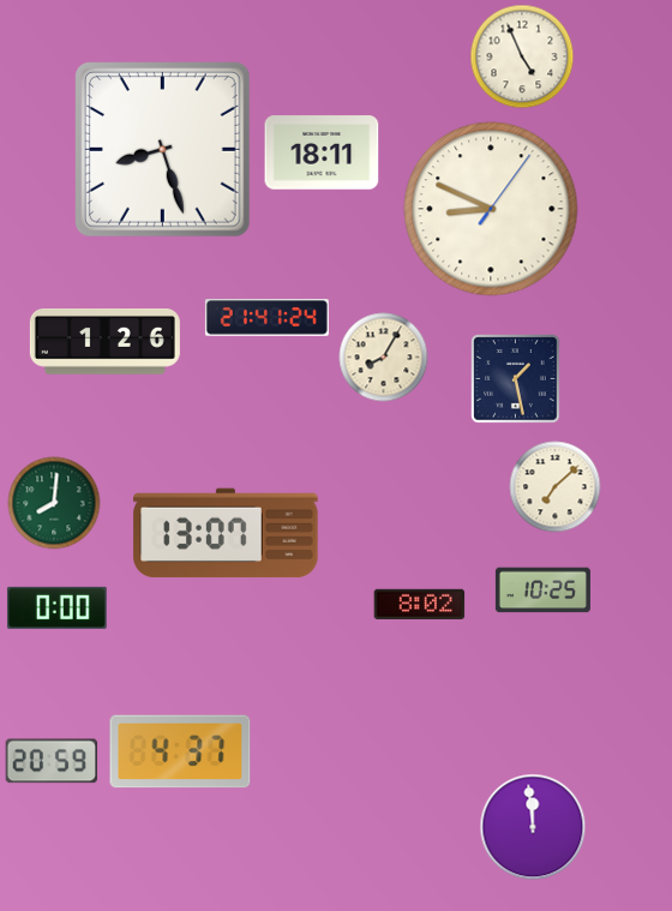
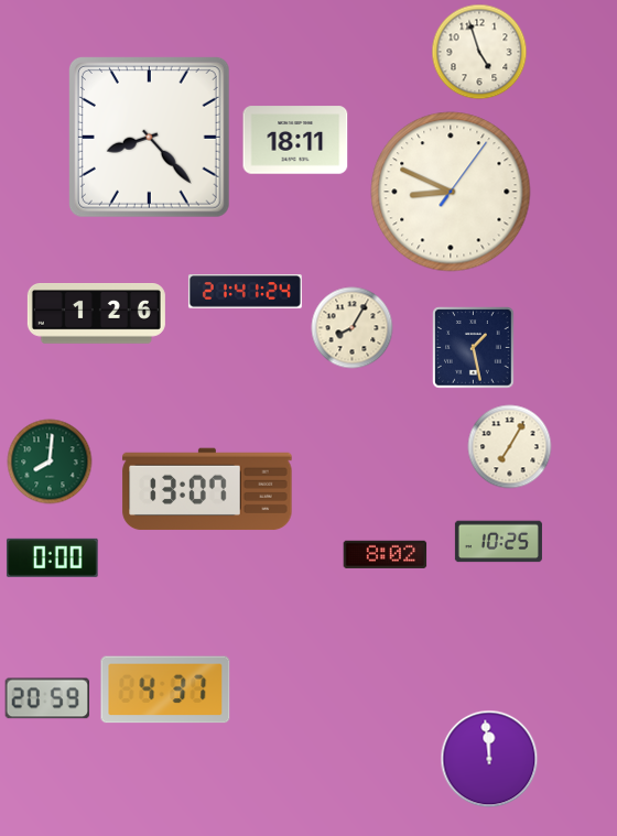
clock at (522, 56): 4:56 -> 4:57
clock at (162, 149): 8:27 -> 8:23
clock at (556, 487): 7:08 -> 7:05
